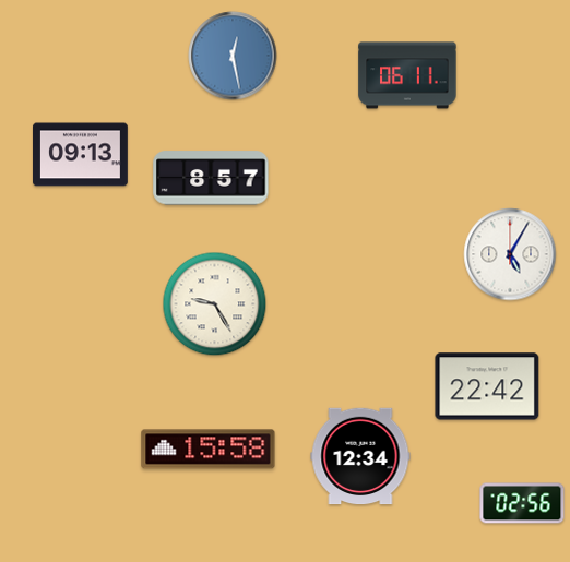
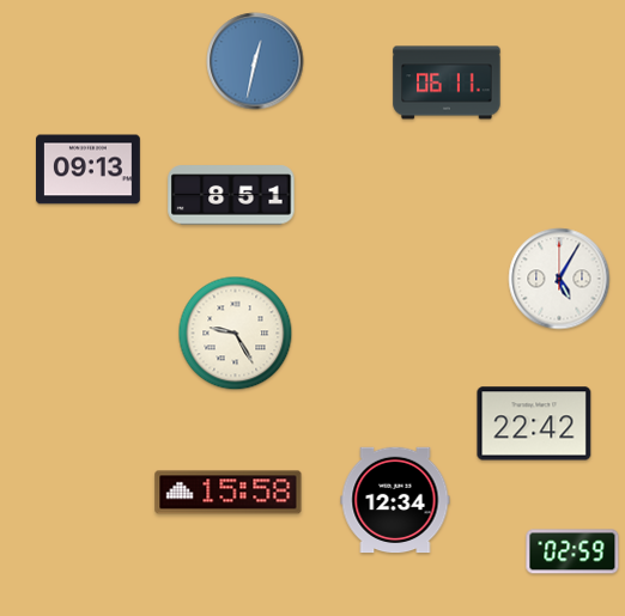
clock at (233, 56): 12:28 -> 12:32
clock at (211, 178): 8:57 -> 8:51
clock at (522, 503): 02:56 -> 02:59
